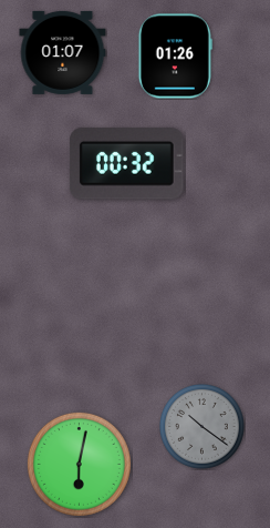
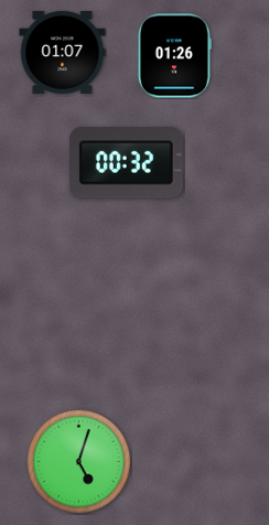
clock at (202, 427): 10:21 -> none
clock at (79, 464): 6:02 -> 5:03
